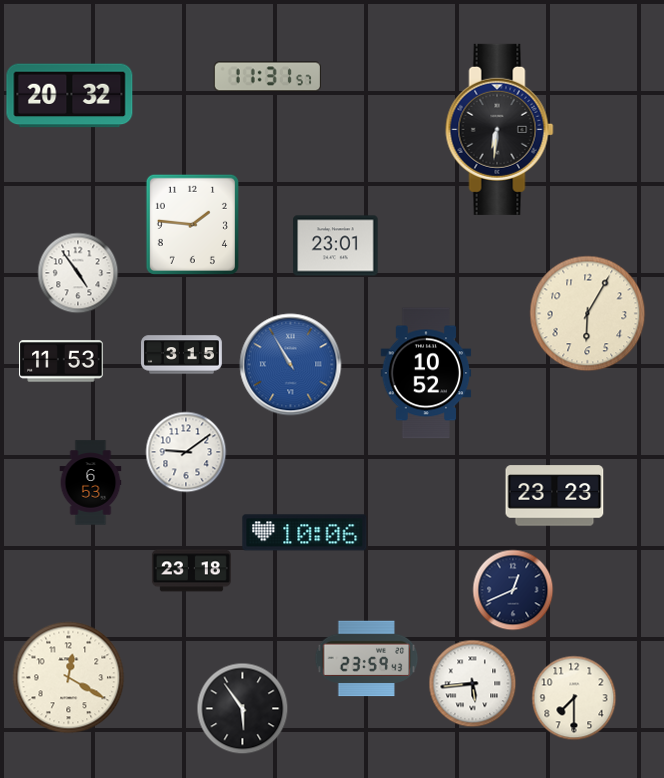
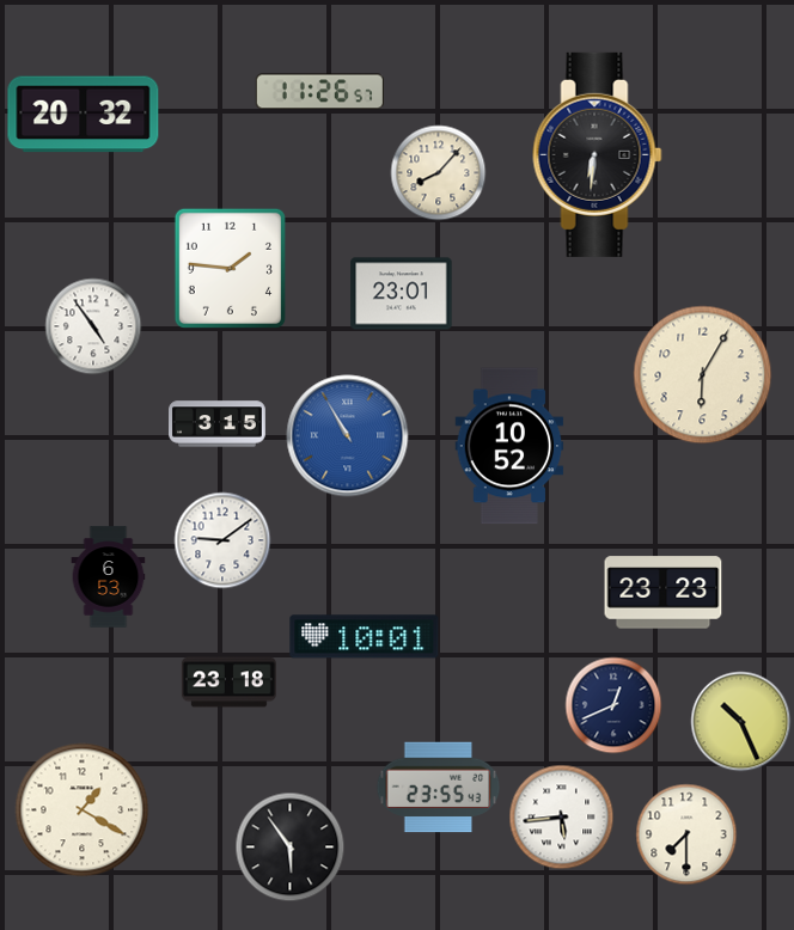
clock at (267, 77): 11:31 -> 11:26
clock at (439, 173): none -> 8:07
clock at (61, 361): 11:53 -> none
clock at (305, 533): 10:06 -> 10:01
clock at (741, 722): none -> 10:26
clock at (367, 659): 23:59 -> 23:55
clock at (69, 678): 12:20 -> 1:20
clock at (473, 684) position: (473, 684) -> (562, 818)
